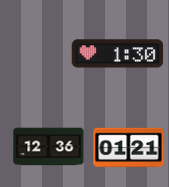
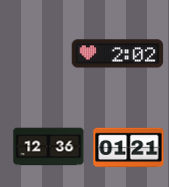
clock at (118, 54): 1:30 -> 2:02
